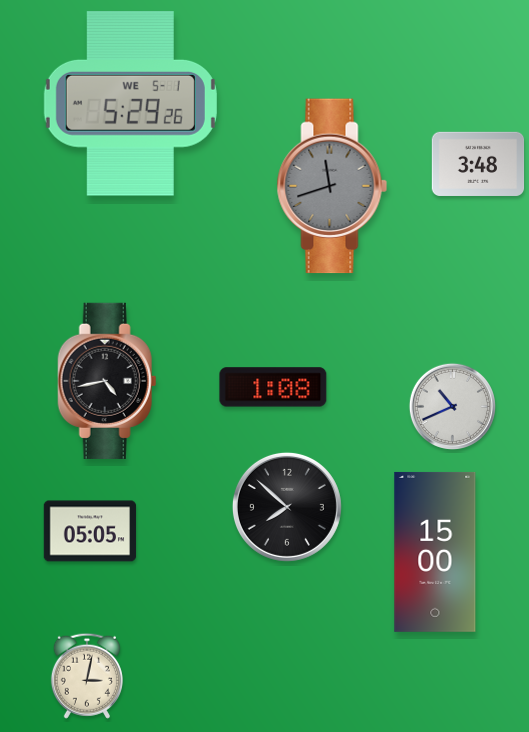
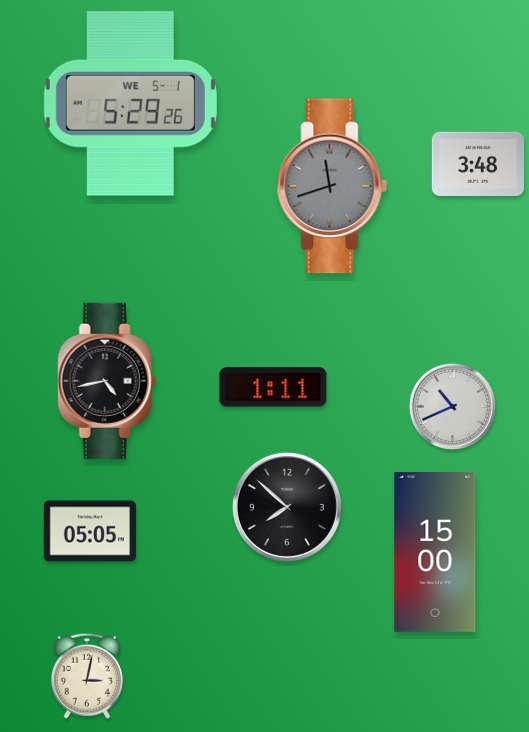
clock at (273, 387): 1:08 -> 1:11
